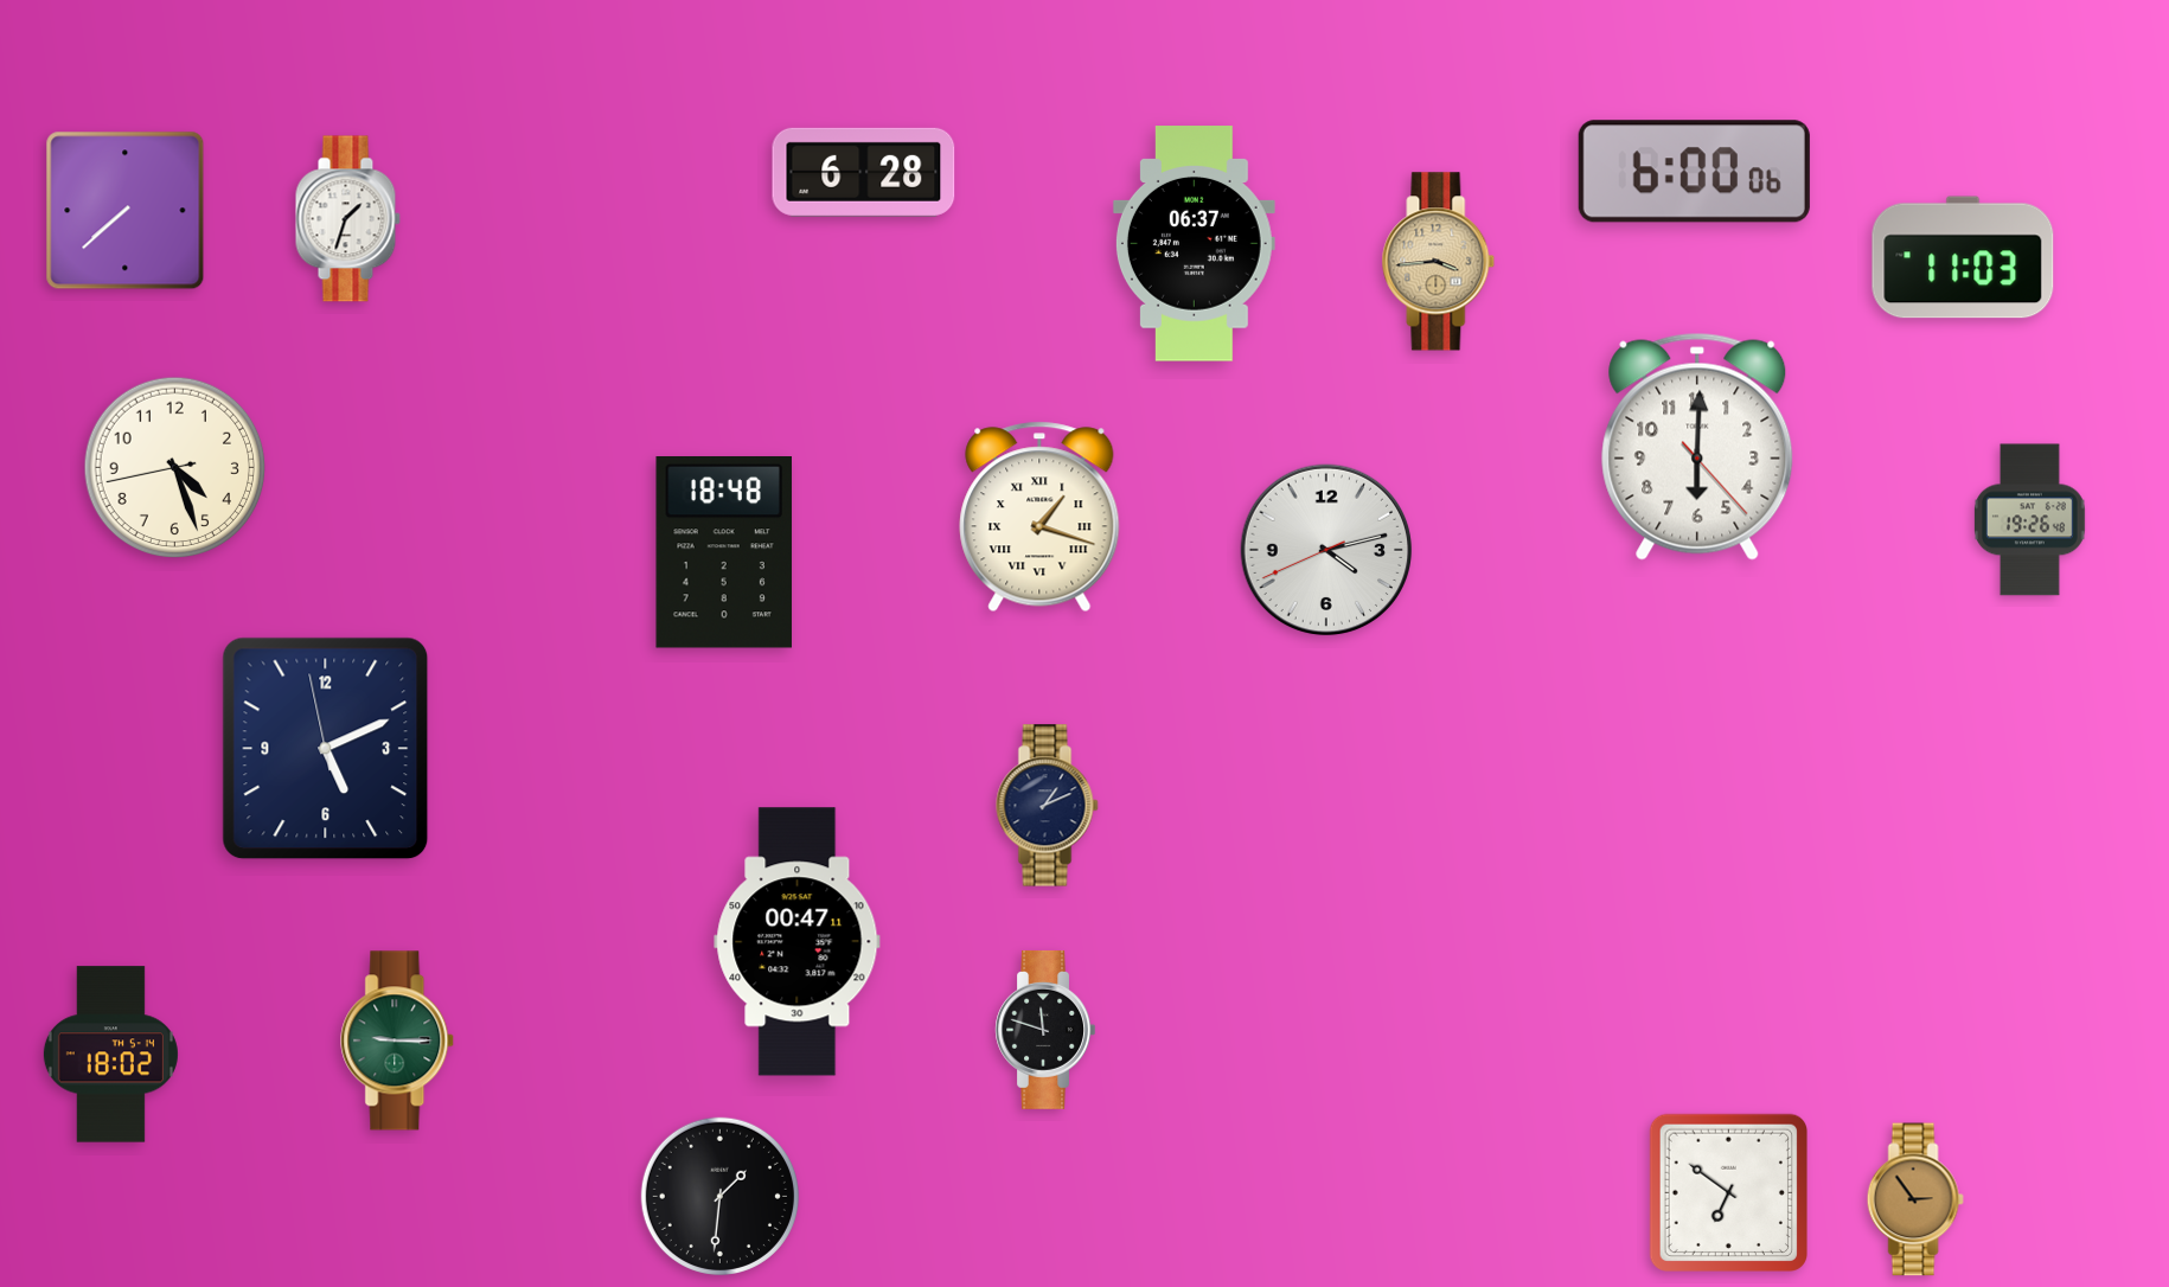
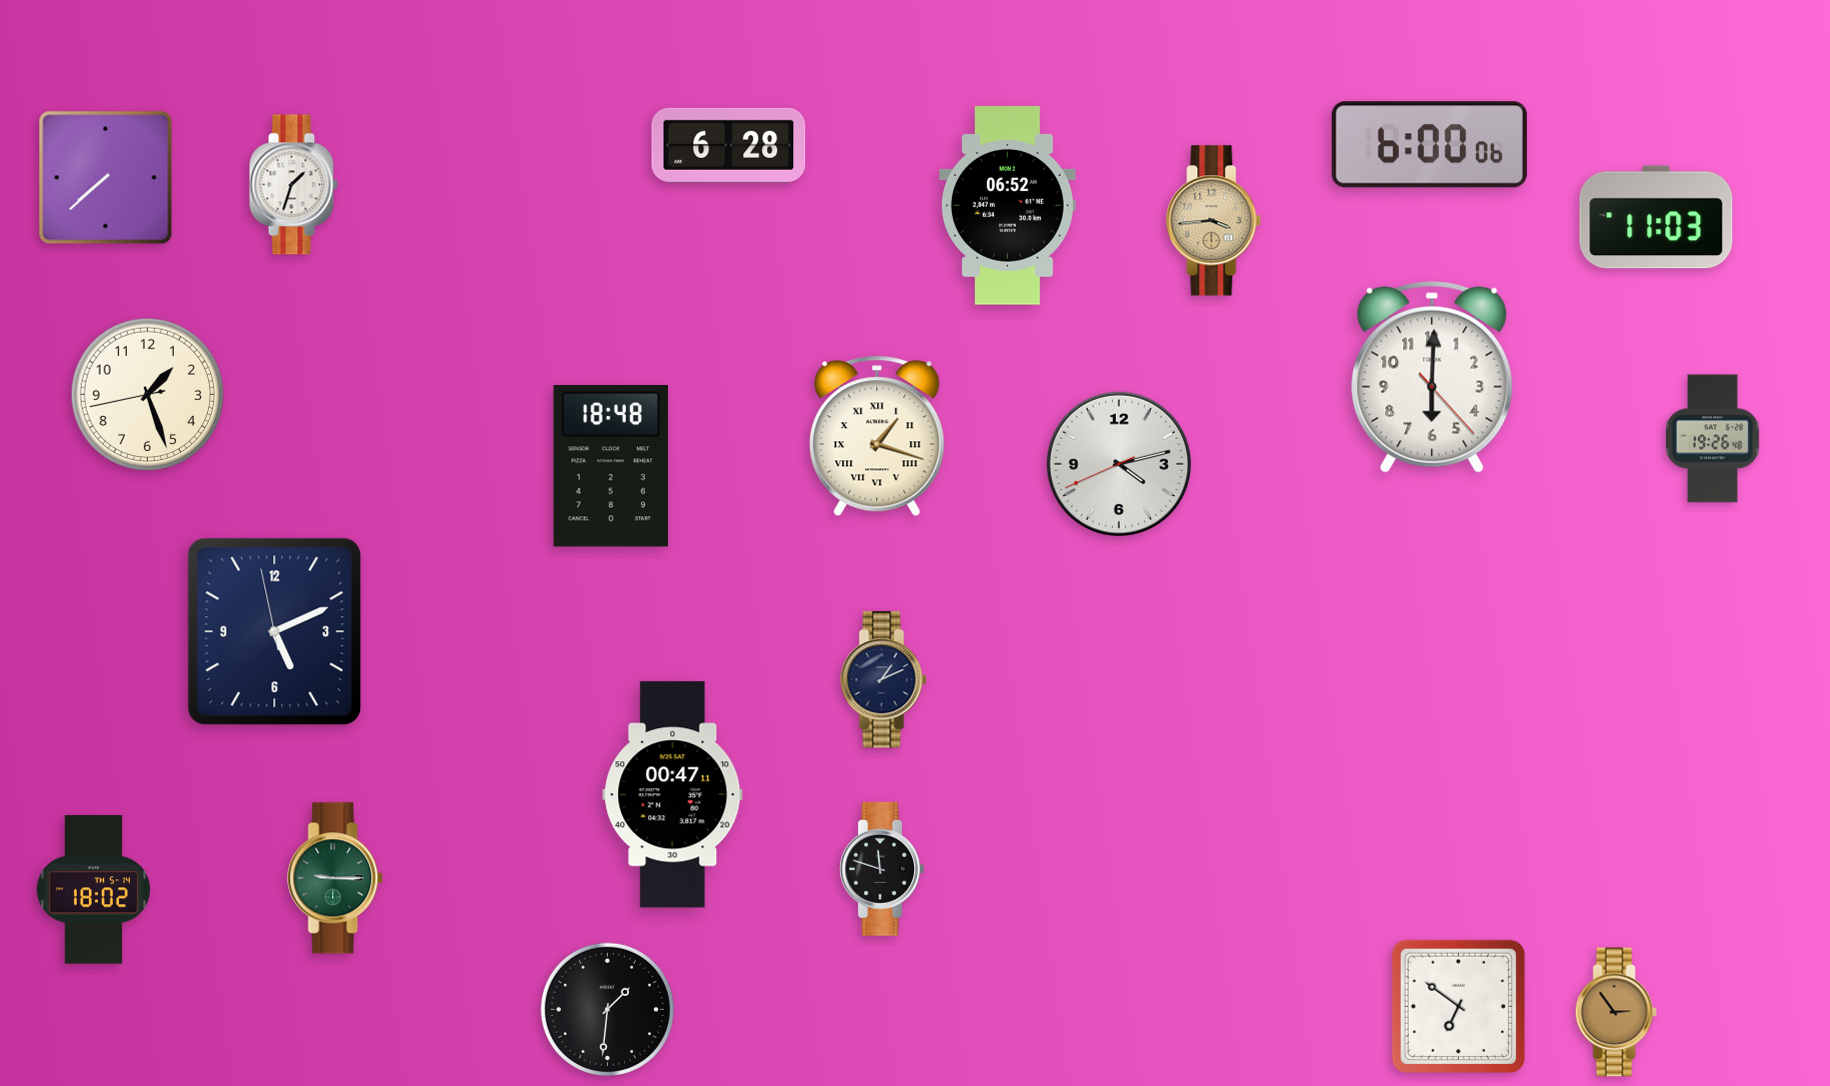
clock at (1194, 244): 06:37 -> 06:52
clock at (175, 468): 4:26 -> 1:26
